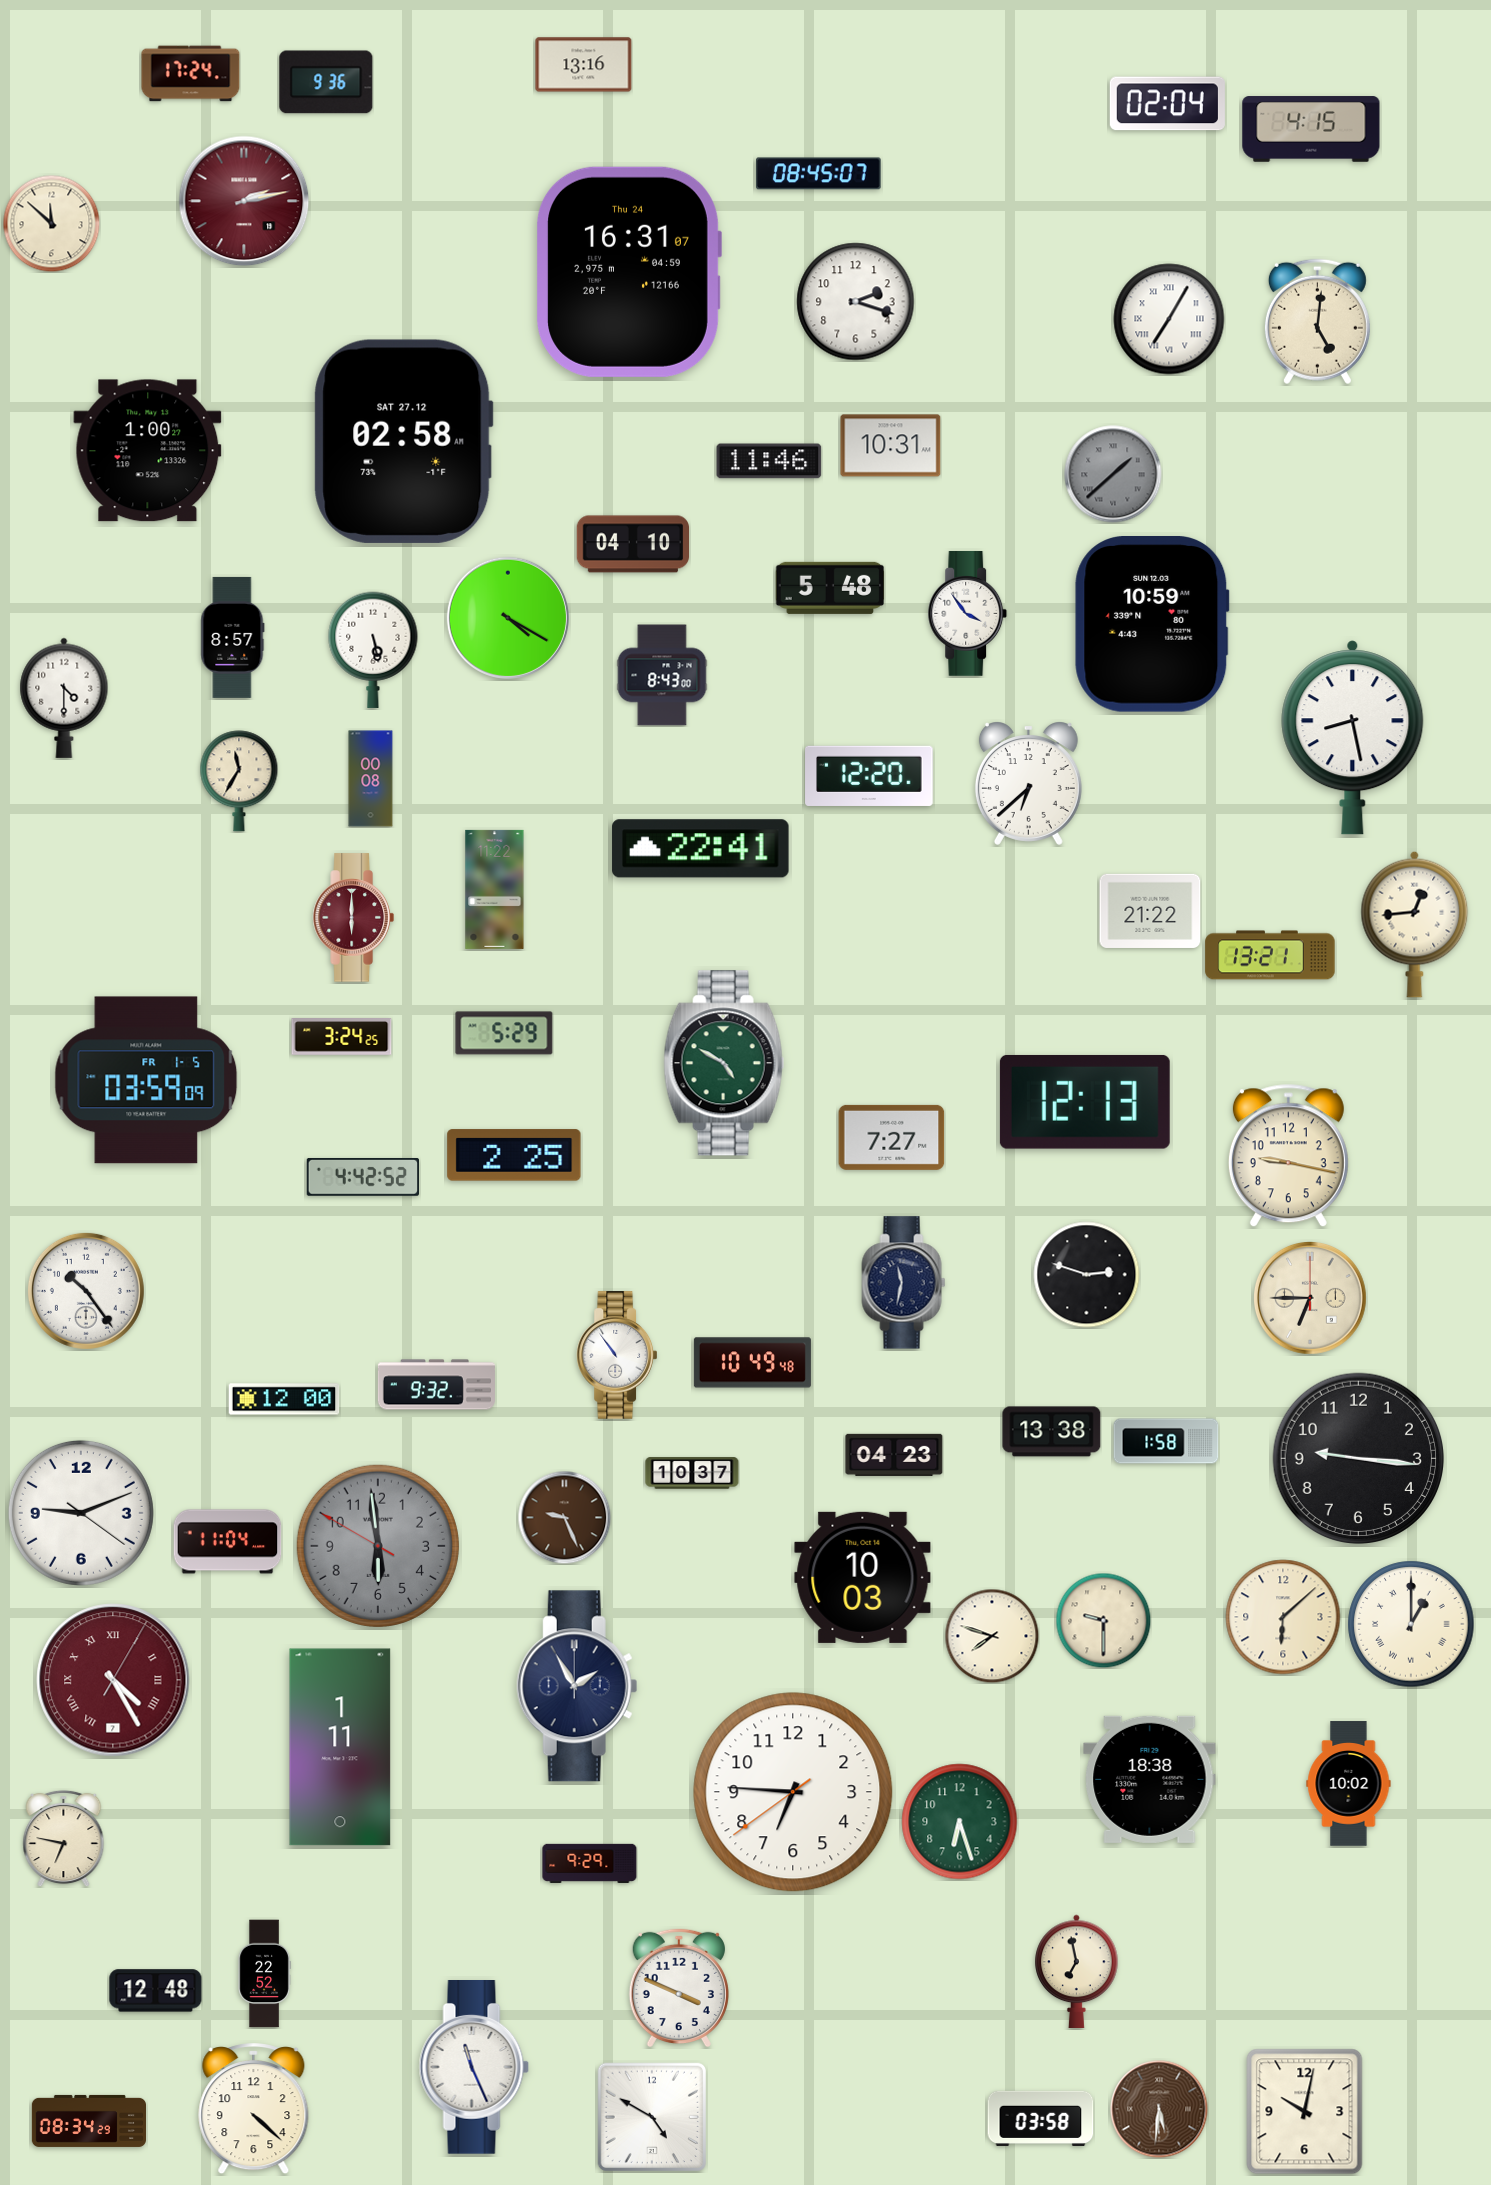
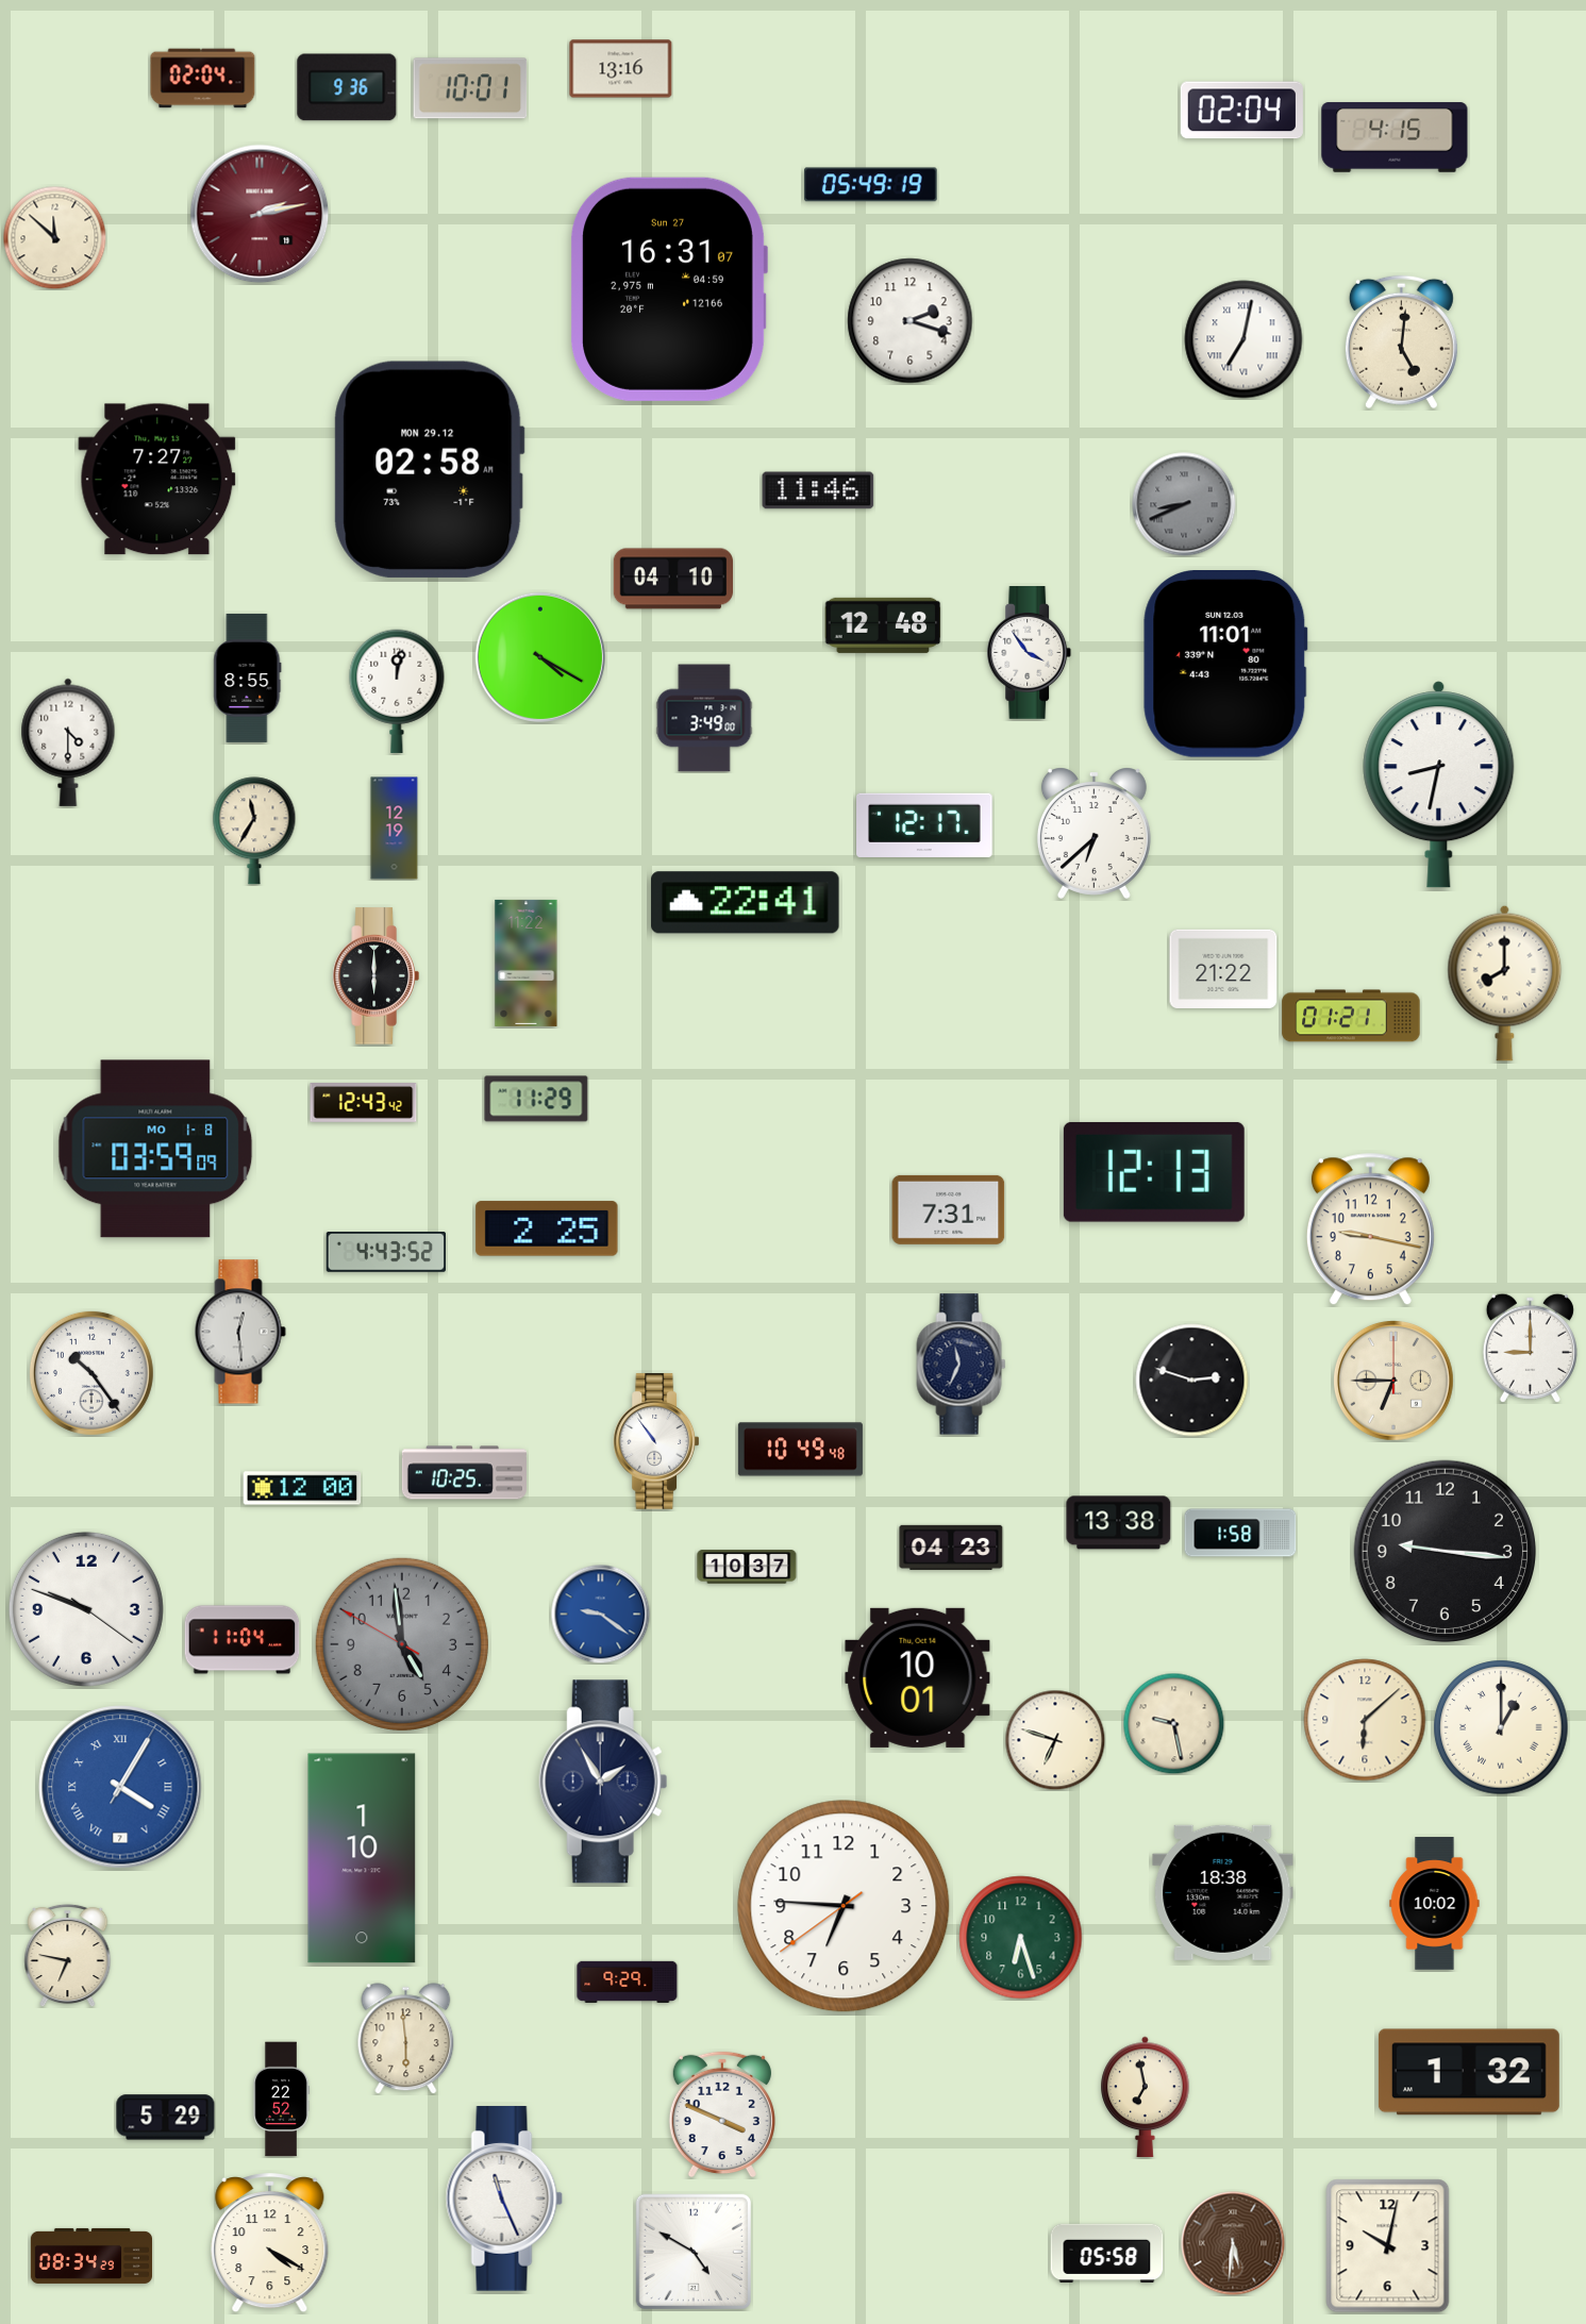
clock at (191, 74): 17:24 -> 02:04
clock at (470, 88): none -> 10:01
clock at (819, 174): 08:45 -> 05:49
clock at (629, 272) date: Thu 24 -> Sun 27
clock at (1169, 319): 7:05 -> 7:02
clock at (403, 441) date: SAT 27.12 -> MON 29.12
clock at (891, 446): 10:31 -> none
clock at (148, 451): 1:00 -> 7:27
clock at (1113, 474): 1:38 -> 8:41
clock at (830, 588): 5:48 -> 12:48
clock at (1152, 625): 10:59 -> 11:01
clock at (233, 637): 8:57 -> 8:55
clock at (373, 650): 5:28 -> 12:02
clock at (662, 675): 8:43 -> 3:49
clock at (1353, 738): 8:28 -> 8:32
clock at (869, 776): 12:20 -> 12:17
clock at (371, 779): 00:08 -> 12:19
clock at (495, 889) position: (495, 889) -> (527, 963)
clock at (353, 918) dial: burgundy -> black
clock at (1415, 924): 12:44 -> 8:00
clock at (1270, 955): 13:21 -> 01:21
clock at (504, 1033): 5:29 -> 11:29
clock at (342, 1037): 3:24 -> 12:43
clock at (724, 1063): 4:50 -> none
clock at (146, 1080) date: FR 1-5 -> MO 1-8
clock at (892, 1137): 7:27 -> 7:31
clock at (362, 1178): 4:42 -> 4:43
clock at (240, 1332): none -> 12:29
clock at (1530, 1348): none -> 9:00
clock at (1087, 1275) position: (1087, 1275) -> (1192, 1381)
clock at (904, 1283): 11:32 -> 11:34
clock at (436, 1385): 9:32 -> 10:25
clock at (692, 1473) position: (692, 1473) -> (747, 1567)
clock at (81, 1513): 9:11 -> 9:48
clock at (564, 1517): 9:26 -> 9:21
clock at (564, 1517) dial: brown -> blue
clock at (378, 1546): 5:58 -> 4:58
clock at (863, 1577): 10:03 -> 10:01
clock at (1103, 1620): 9:30 -> 9:28
clock at (992, 1636): 7:48 -> 6:48
clock at (113, 1680): 4:25 -> 4:05
clock at (113, 1680) dial: burgundy -> blue
clock at (577, 1686) position: (577, 1686) -> (603, 1782)
clock at (340, 1747): 1:11 -> 1:10
clock at (1349, 1784) position: (1349, 1784) -> (1435, 1904)
clock at (406, 2039): none -> 5:59
clock at (1469, 2072): none -> 1:32
clock at (156, 1991): 12:48 -> 5:29
clock at (254, 2109): 4:22 -> 4:20
clock at (1041, 2118): 03:58 -> 05:58
clock at (88, 2121) position: (88, 2121) -> (90, 2256)
